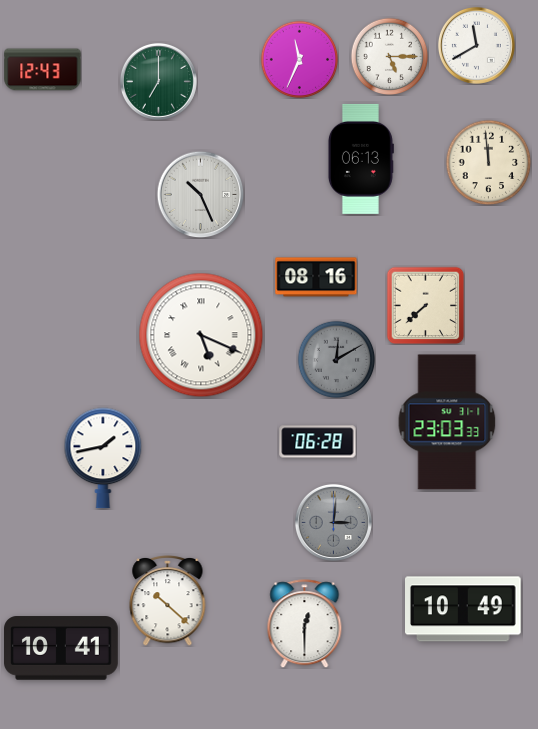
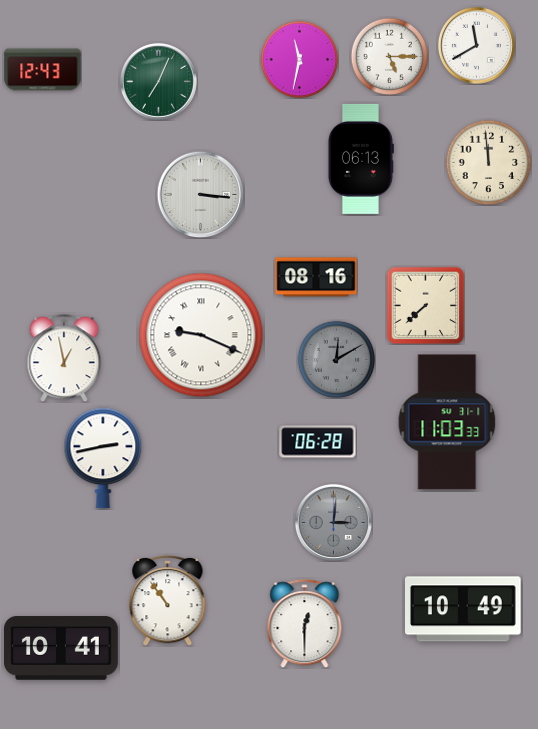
clock at (299, 59): 11:34 -> 11:32
clock at (158, 81): 7:00 -> 7:04
clock at (200, 194): 10:26 -> 3:16
clock at (201, 335): 5:19 -> 9:19
clock at (64, 358): none -> 12:58
clock at (447, 422): 23:03 -> 11:03
clock at (103, 458): 1:43 -> 2:43
clock at (168, 600): 10:22 -> 10:54
